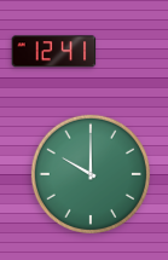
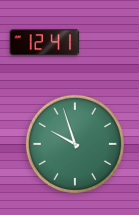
clock at (91, 174): 10:00 -> 9:57
